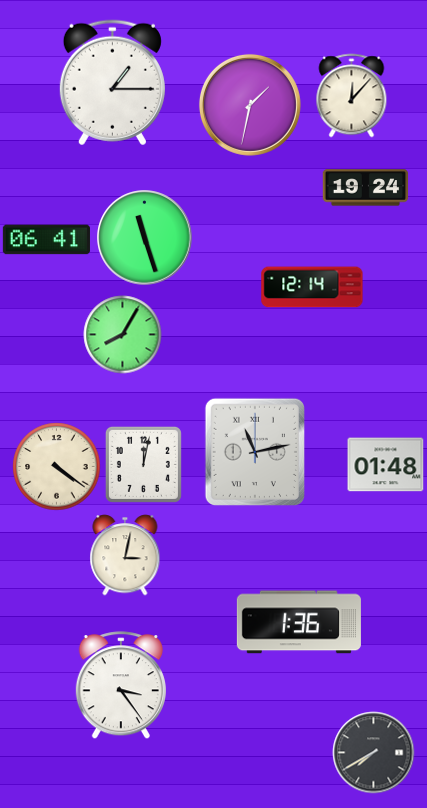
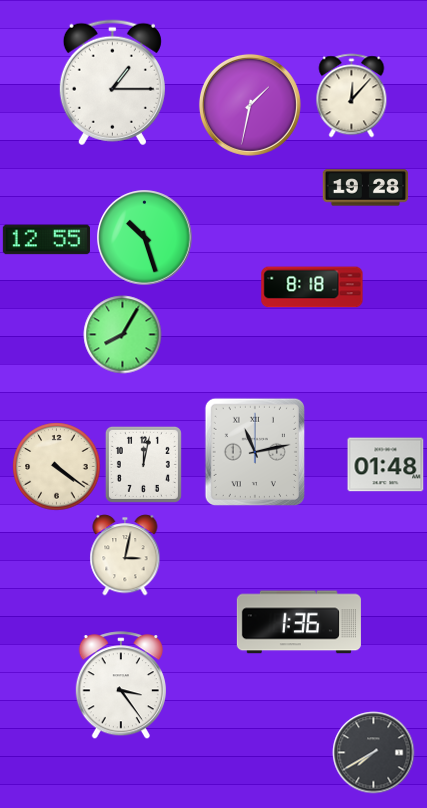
clock at (366, 188): 19:24 -> 19:28
clock at (145, 238): 11:27 -> 10:27
clock at (46, 240): 06:41 -> 12:55
clock at (312, 287): 12:14 -> 8:18
